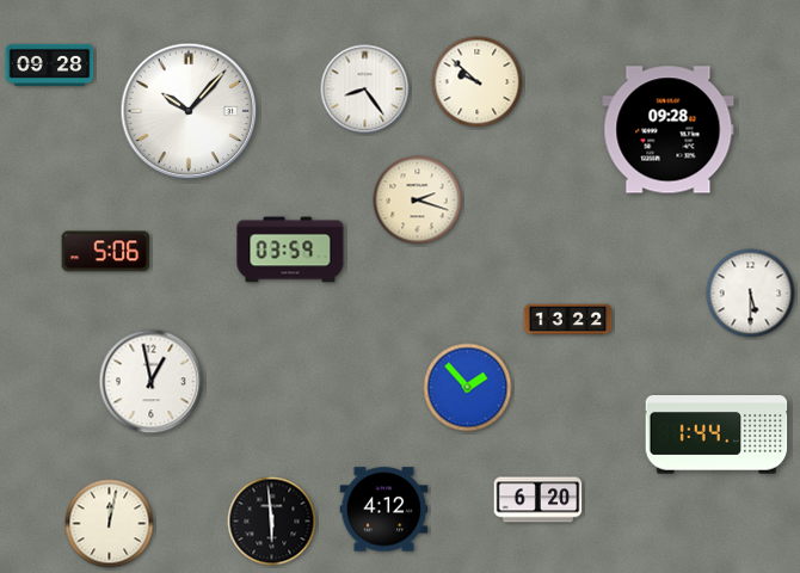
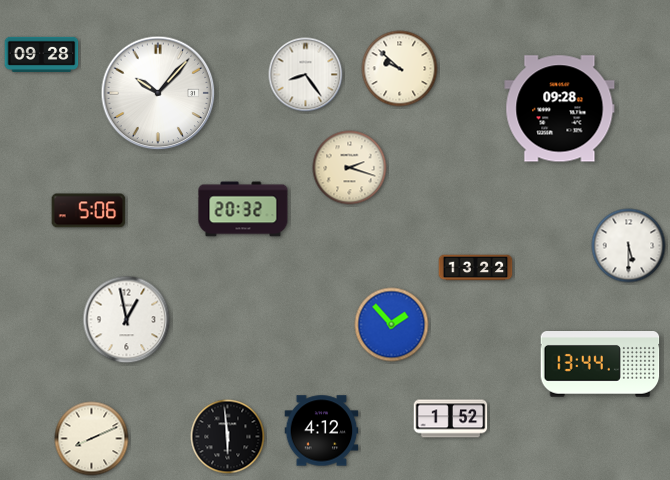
clock at (290, 249): 03:59 -> 20:32
clock at (716, 435): 1:44 -> 13:44
clock at (539, 500): 6:20 -> 1:52
clock at (384, 510) position: (384, 510) -> (322, 431)
clock at (110, 524): 12:02 -> 8:11
